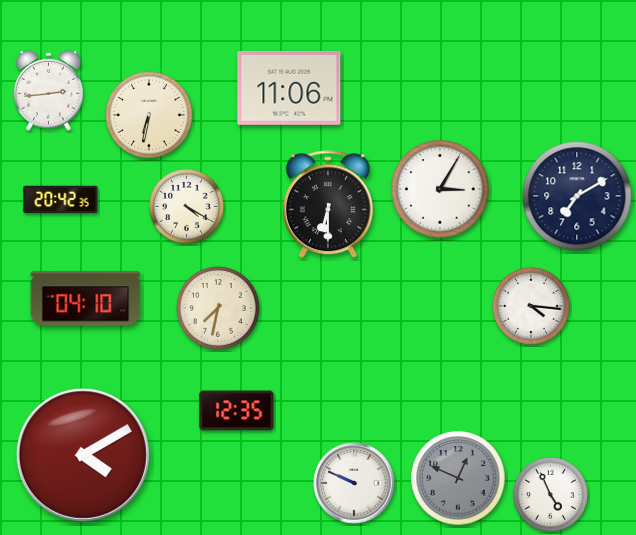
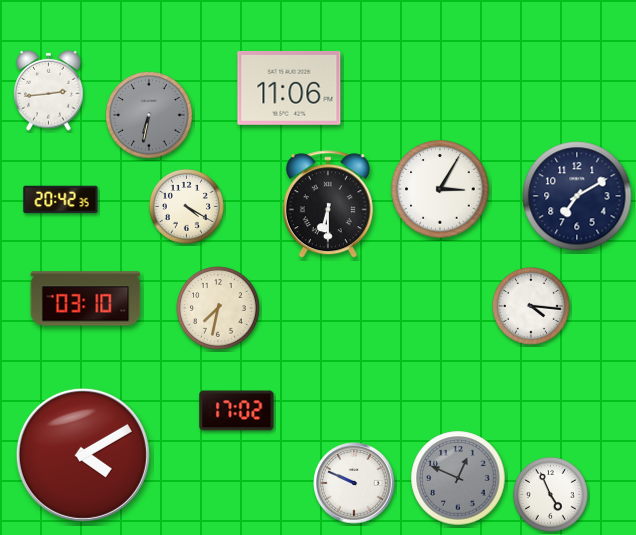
clock at (149, 115) dial: cream -> grey
clock at (86, 299): 04:10 -> 03:10
clock at (237, 411): 12:35 -> 17:02
